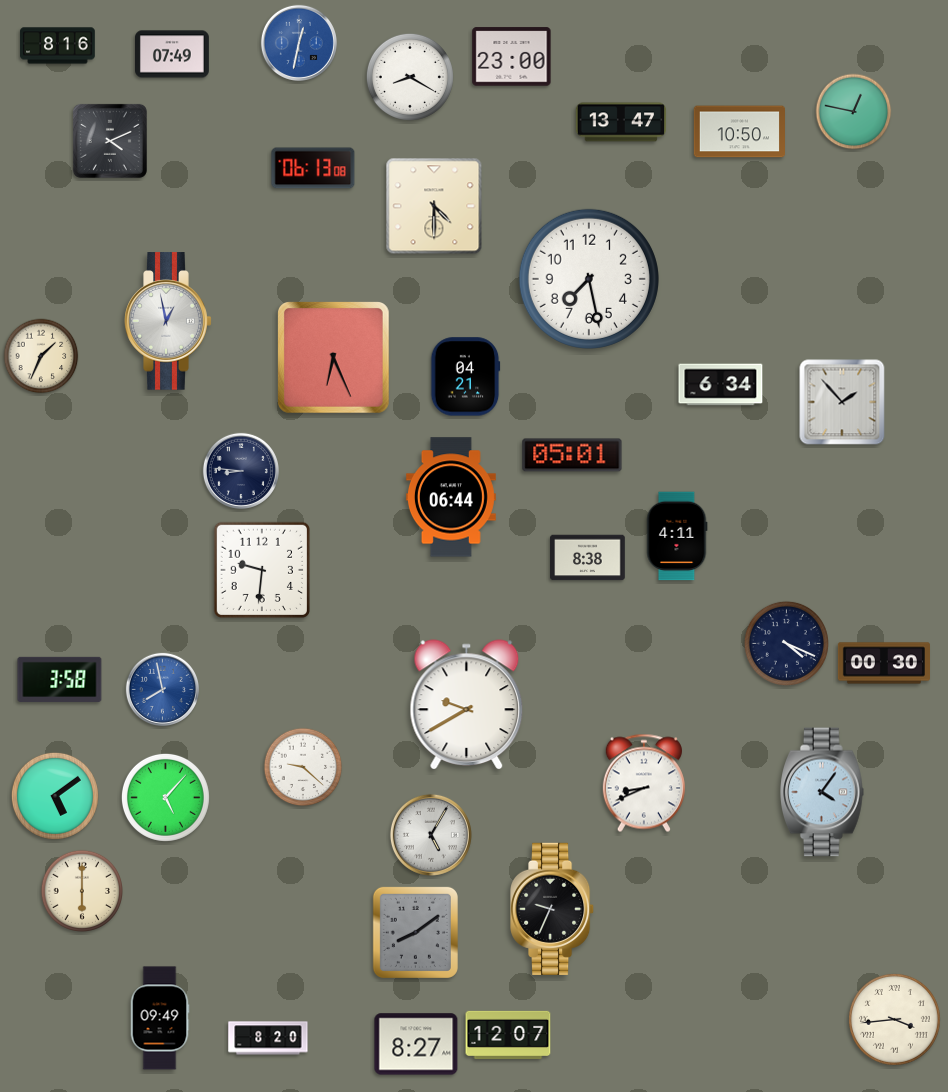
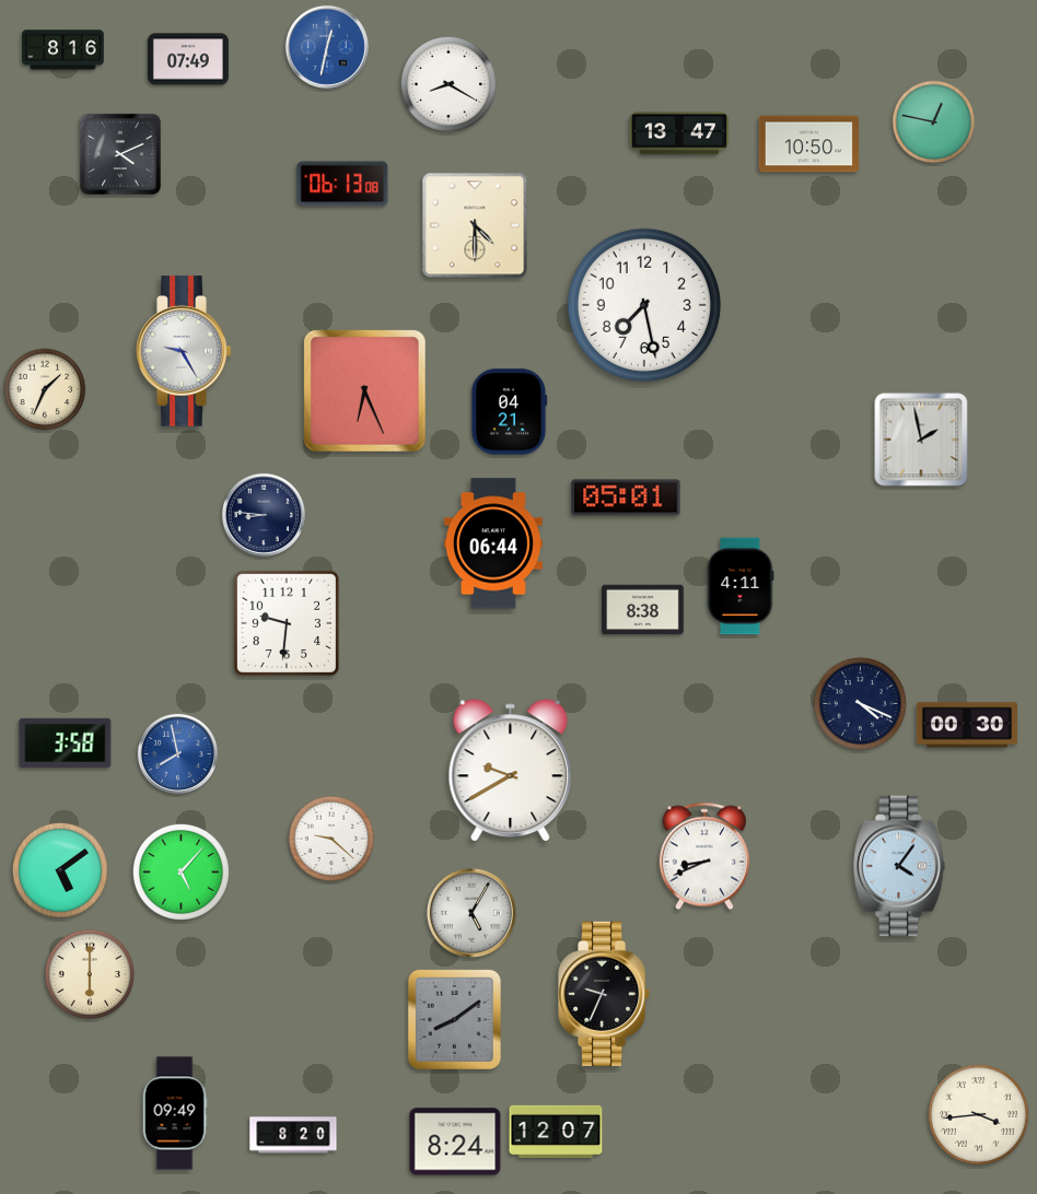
clock at (512, 57): 23:00 -> none
clock at (168, 321): 12:58 -> 9:25
clock at (721, 385): 6:34 -> none
clock at (842, 402): 1:53 -> 1:58
clock at (416, 1044): 8:27 -> 8:24
